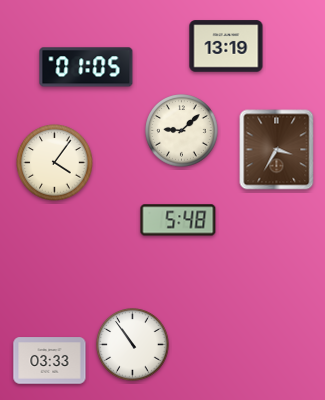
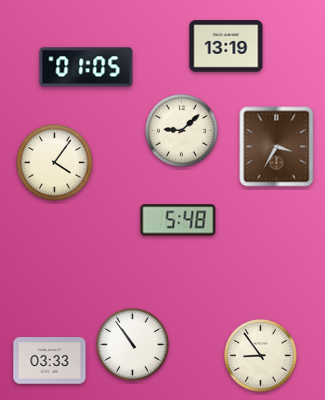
clock at (277, 150) position: (277, 150) -> (277, 147)
clock at (261, 356): none -> 8:54
